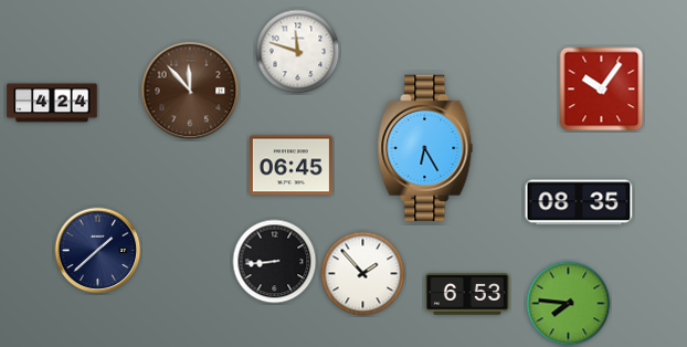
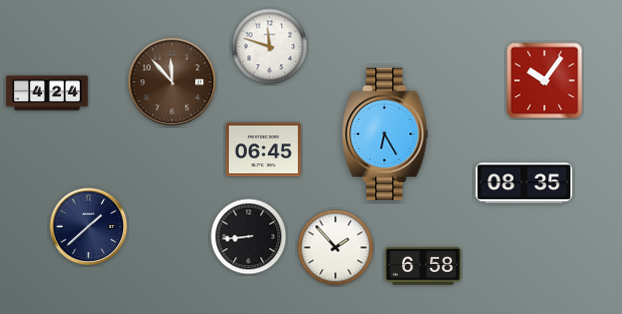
clock at (363, 274) position: (363, 274) -> (336, 248)
clock at (467, 294): 6:53 -> 6:58
clock at (569, 304): 7:46 -> none
